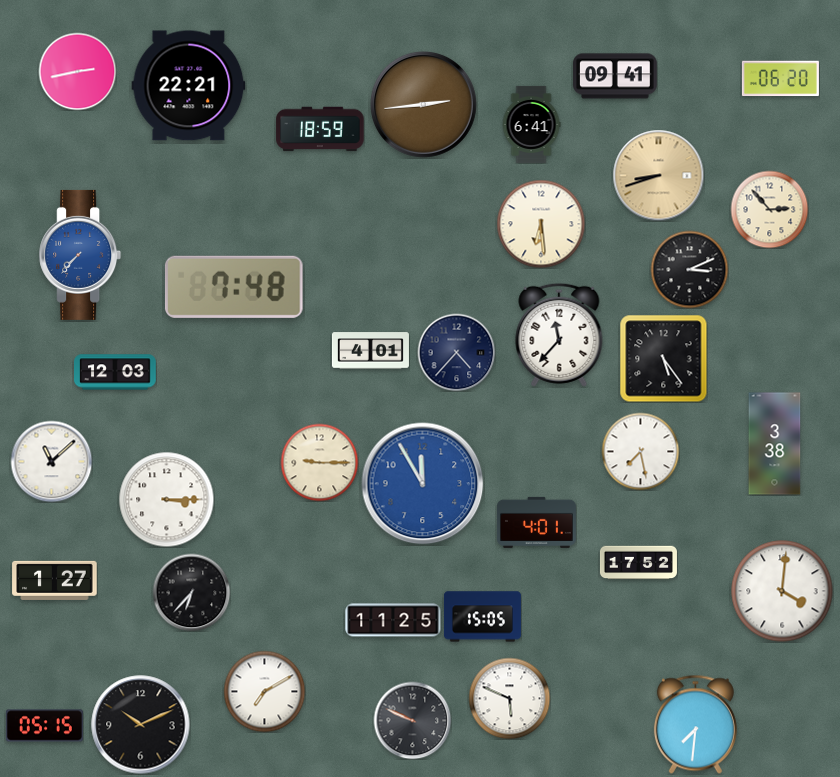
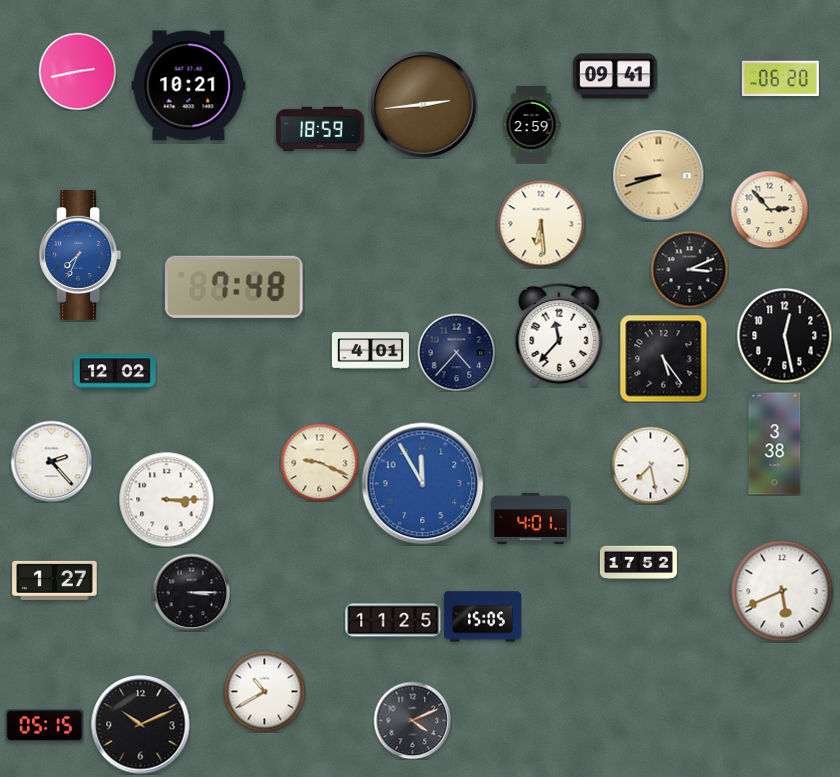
clock at (189, 86): 22:21 -> 10:21
clock at (531, 124): 6:41 -> 2:59
clock at (80, 255): 7:37 -> 7:34
clock at (784, 335): none -> 12:28
clock at (116, 372): 12:03 -> 12:02
clock at (640, 451) position: (640, 451) -> (650, 465)
clock at (51, 461): 11:08 -> 2:23
clock at (319, 462): 9:15 -> 9:19
clock at (536, 522) position: (536, 522) -> (530, 518)
clock at (782, 591): 4:01 -> 5:41
clock at (191, 592): 6:37 -> 3:15
clock at (264, 691): 7:10 -> 10:40
clock at (509, 698): 5:49 -> none
clock at (412, 720): 9:49 -> 4:11
clock at (695, 724): 7:31 -> none
